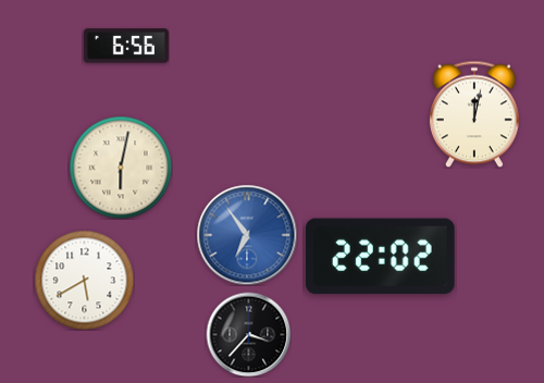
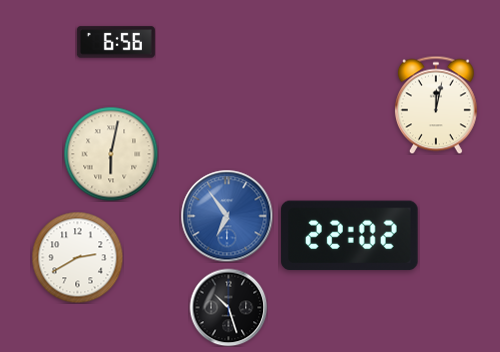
clock at (84, 280): 5:40 -> 2:40
clock at (248, 334): 3:37 -> 10:27
